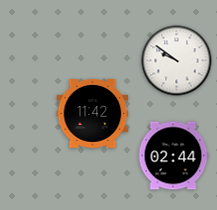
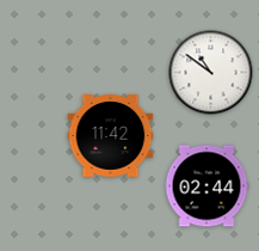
clock at (177, 61): 9:51 -> 10:51
